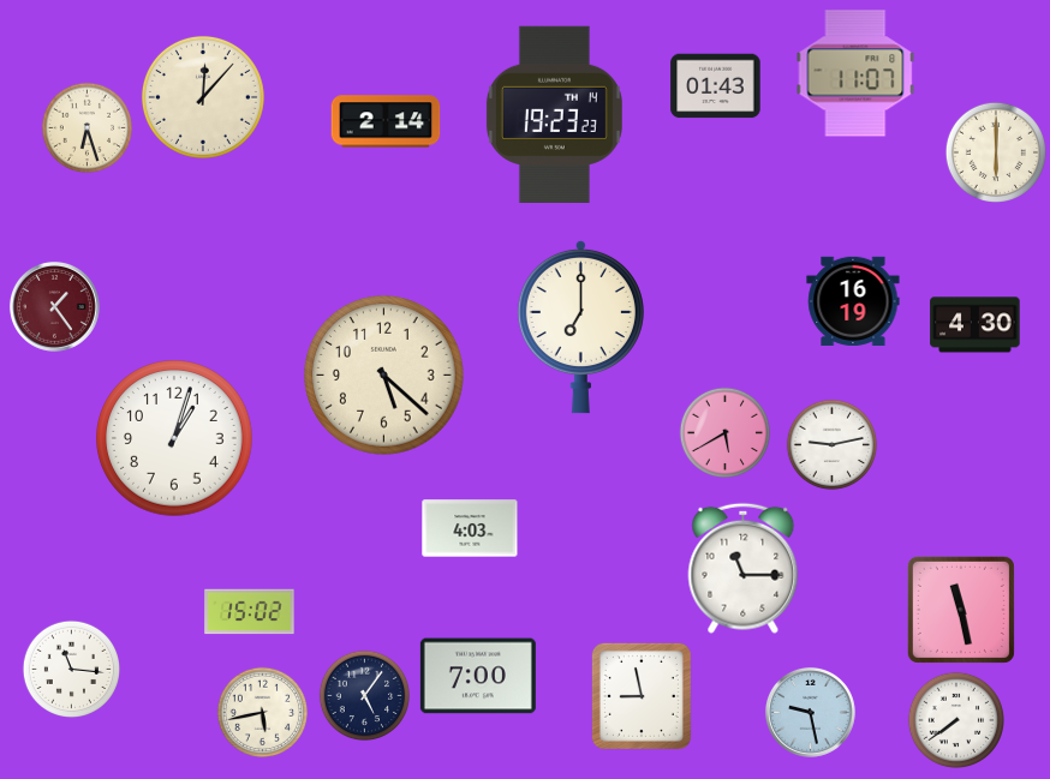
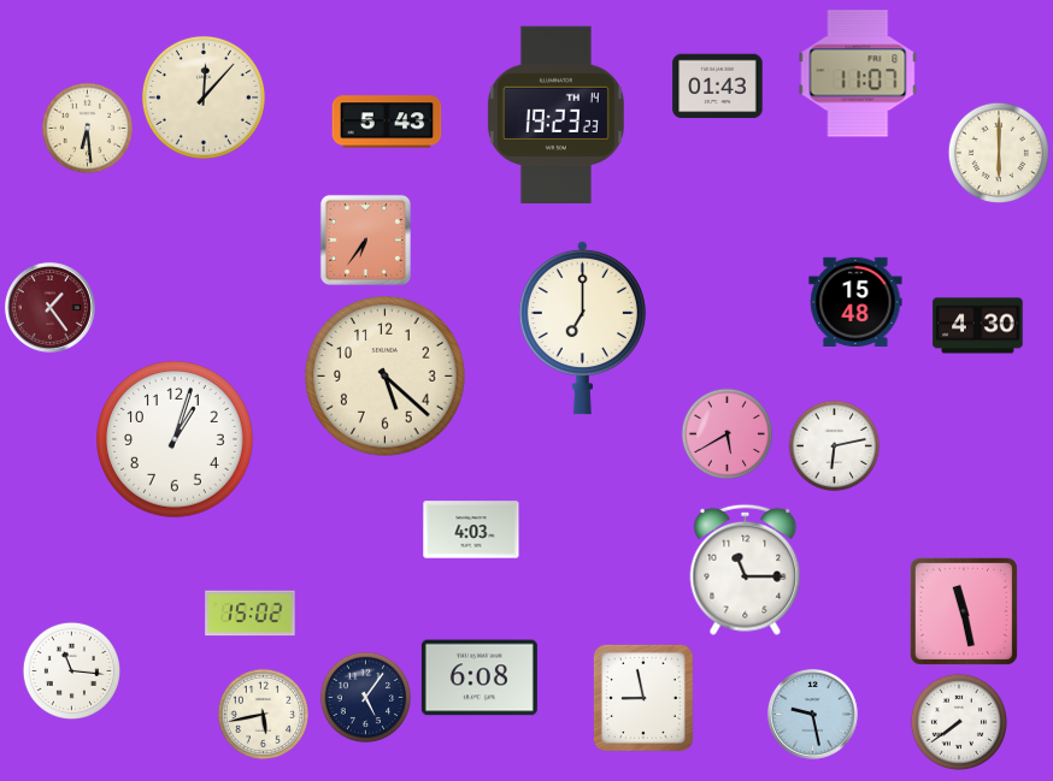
clock at (386, 121): 2:14 -> 5:43
clock at (88, 128): 6:27 -> 6:29
clock at (365, 239): none -> 6:36
clock at (853, 301): 16:19 -> 15:48
clock at (54, 306) position: (54, 306) -> (49, 307)
clock at (833, 445): 9:13 -> 6:13
clock at (478, 676): 7:00 -> 6:08
